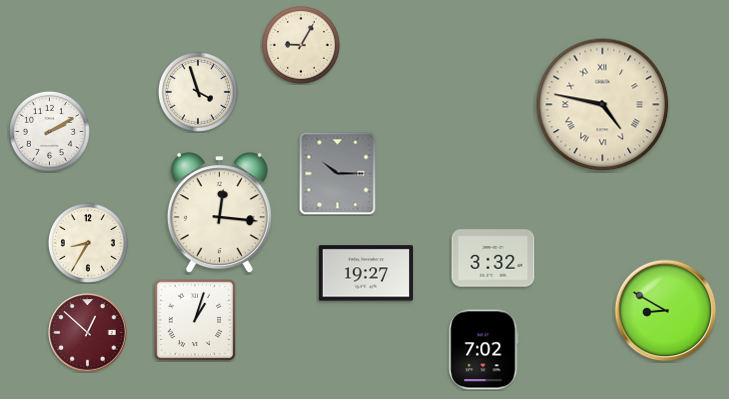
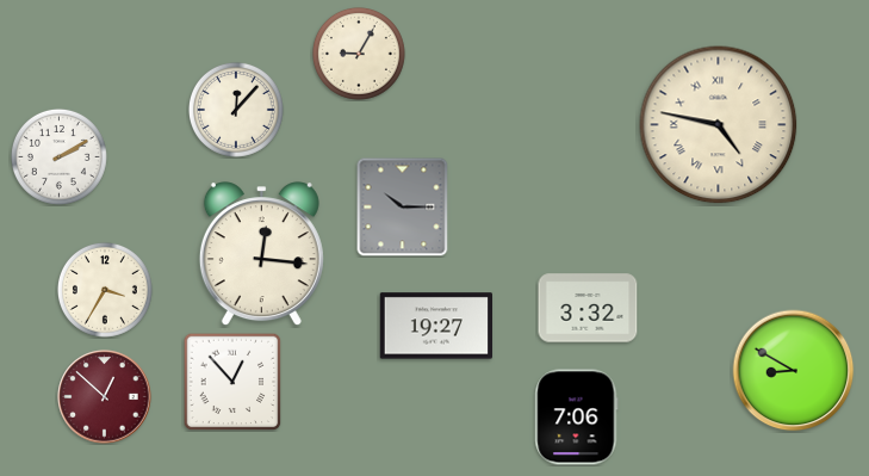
clock at (198, 92): 3:57 -> 12:07
clock at (88, 243): 8:35 -> 3:35
clock at (195, 320): 1:03 -> 12:53
clock at (484, 350): 7:02 -> 7:06
